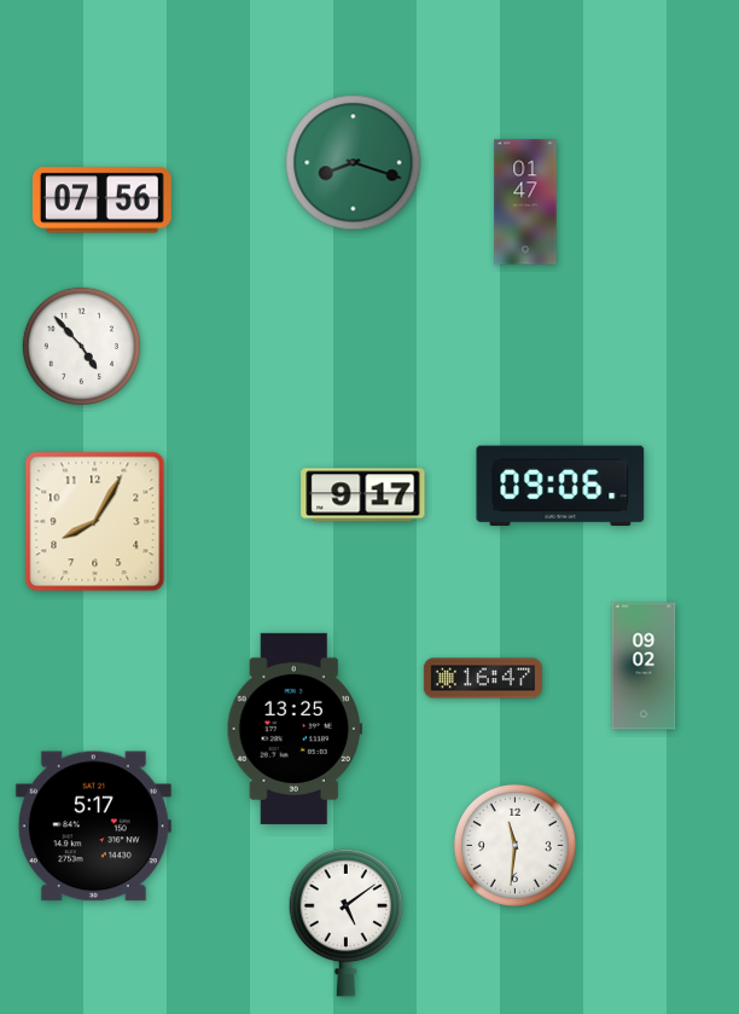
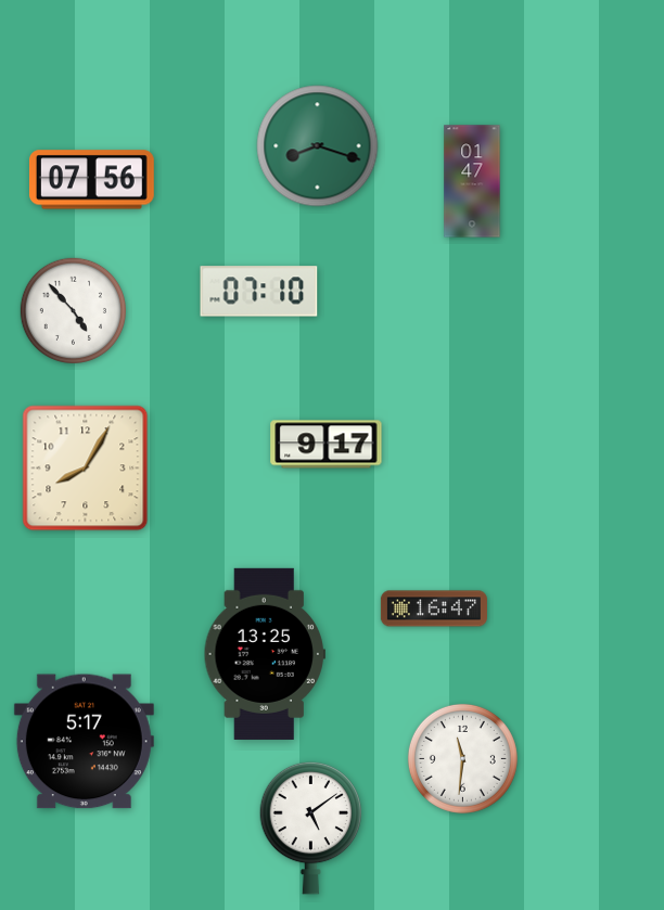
clock at (259, 292): none -> 07:10
clock at (560, 486): 09:06 -> none
clock at (644, 666): 09:02 -> none
